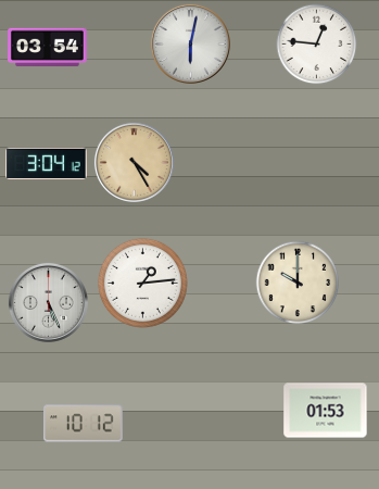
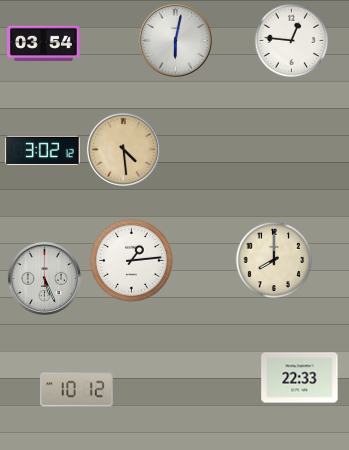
clock at (134, 162): 4:25 -> 4:29
clock at (47, 164): 3:04 -> 3:02
clock at (298, 283): 10:00 -> 8:00
clock at (326, 411): 01:53 -> 22:33
